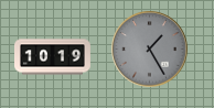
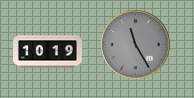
clock at (150, 50): 1:25 -> 11:25
